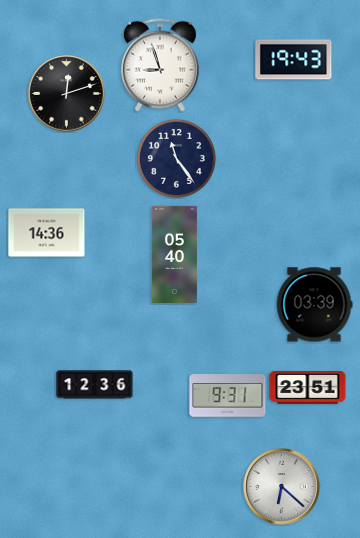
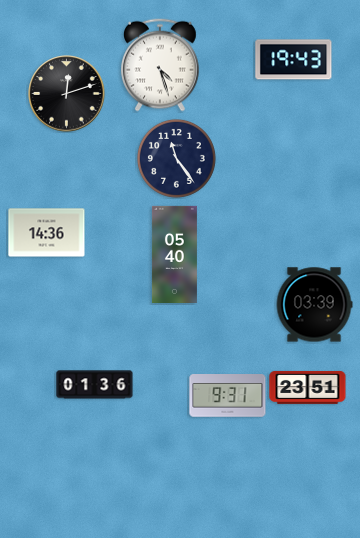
clock at (161, 65): 8:57 -> 4:27
clock at (95, 385): 12:36 -> 01:36
clock at (282, 487): 6:22 -> none
